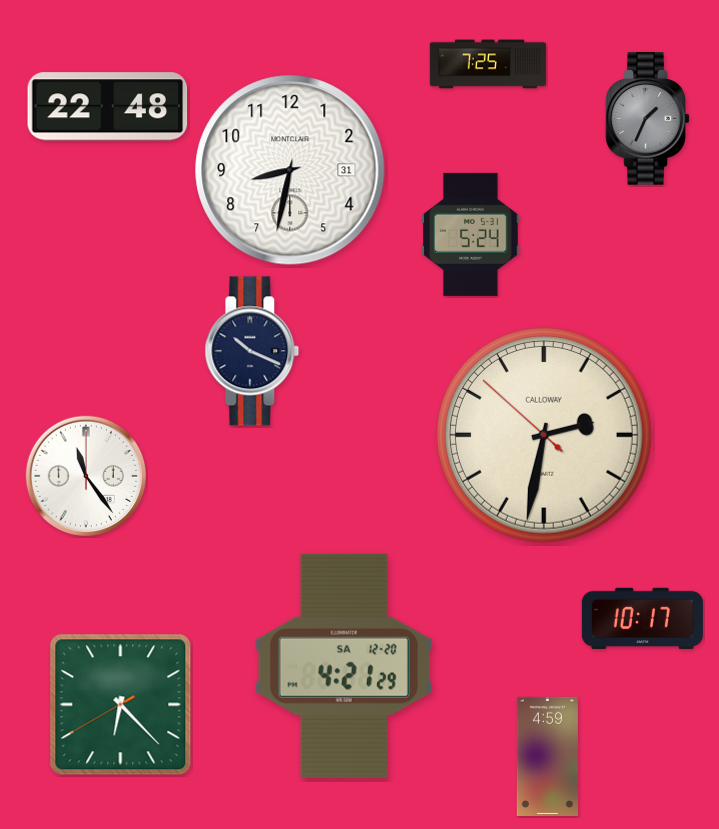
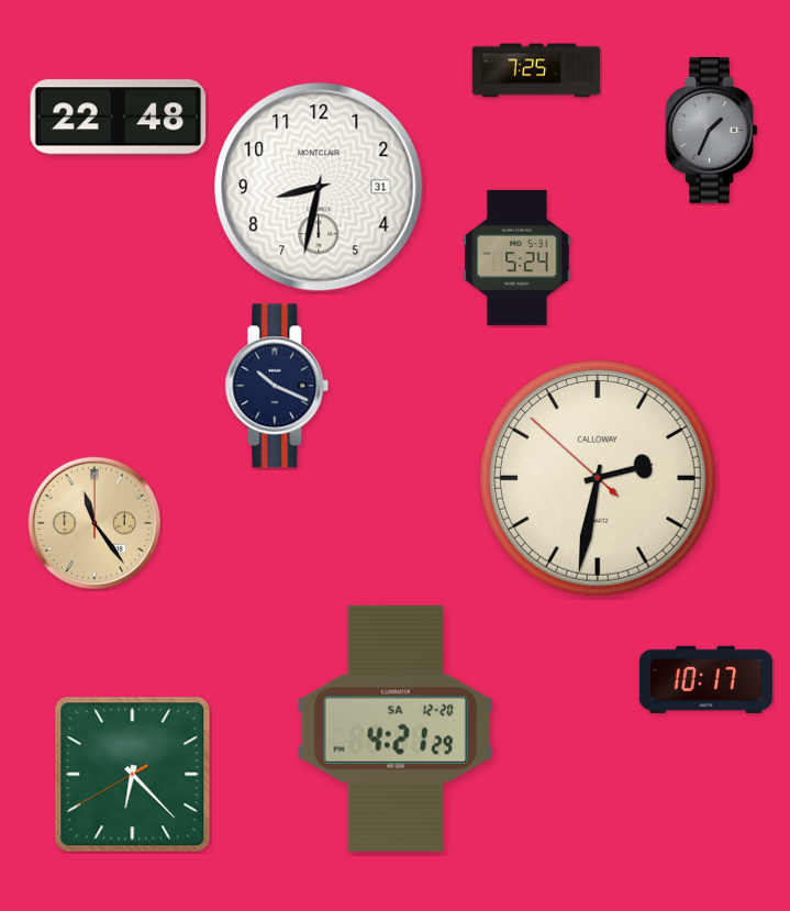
clock at (85, 475) dial: white -> champagne
clock at (344, 666) position: (344, 666) -> (396, 729)
clock at (547, 756): 4:59 -> none
